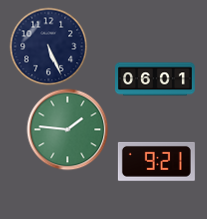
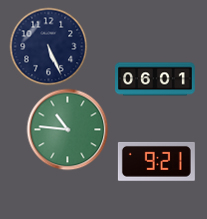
clock at (67, 129): 1:46 -> 10:46
